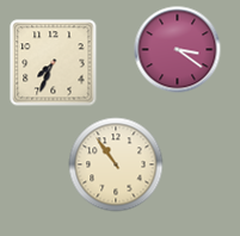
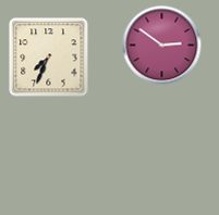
clock at (178, 50): 3:21 -> 2:51
clock at (116, 164): 10:54 -> none
